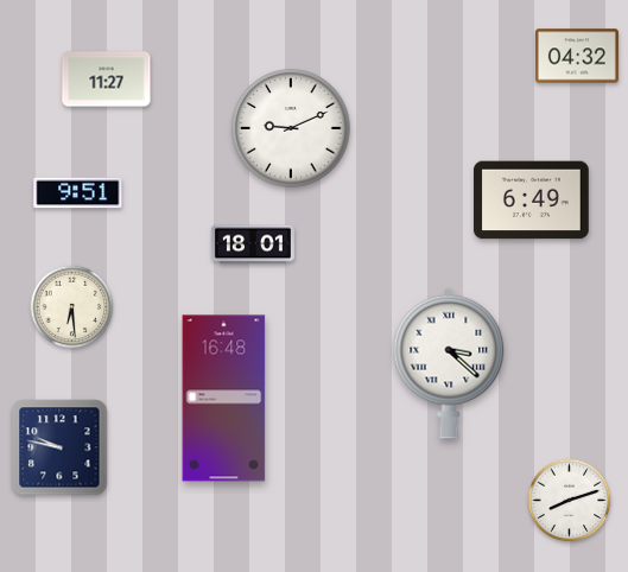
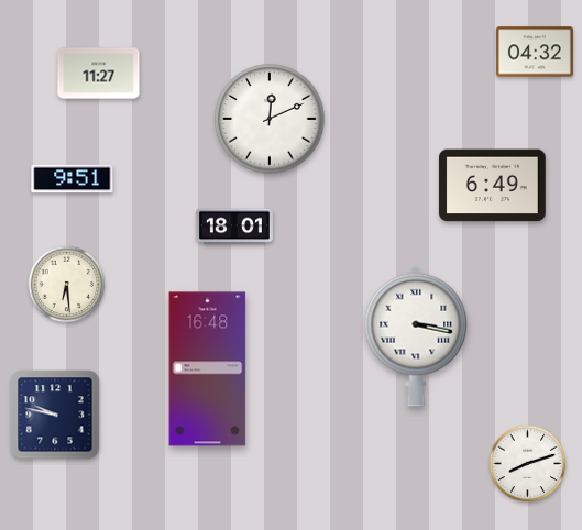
clock at (291, 128): 9:11 -> 12:11
clock at (449, 363): 3:22 -> 3:17
